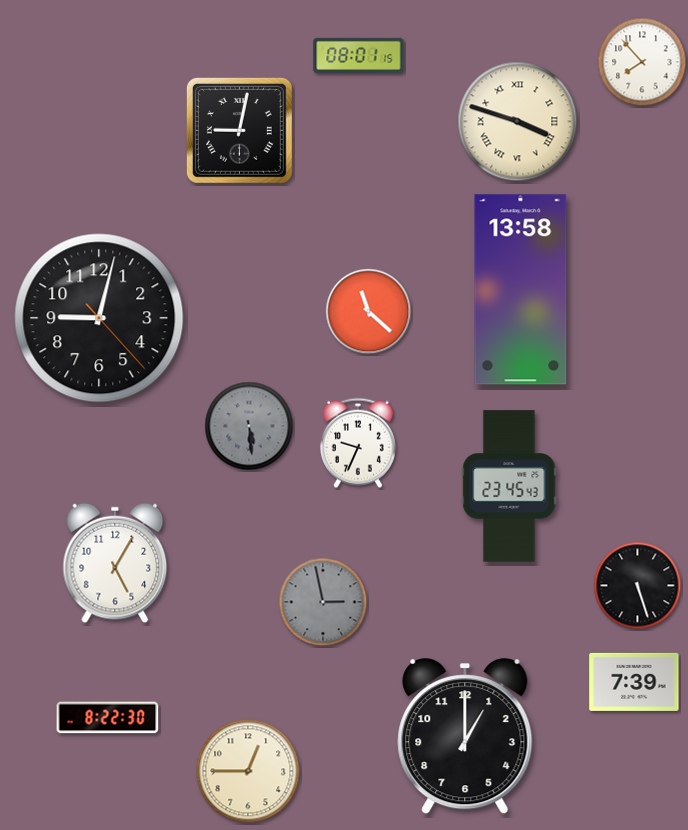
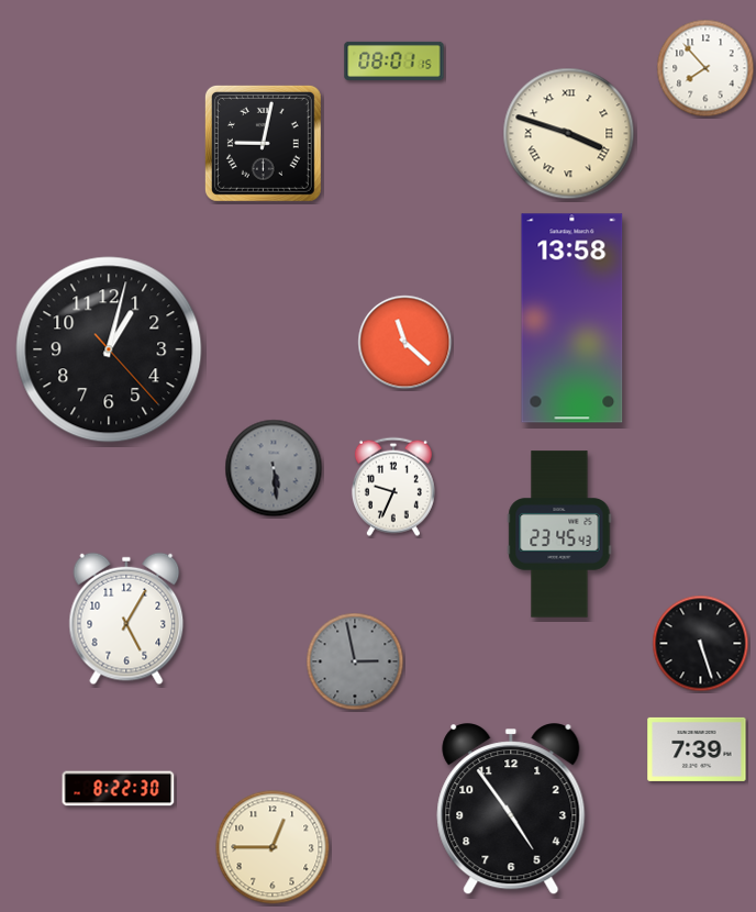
clock at (99, 318): 9:02 -> 1:02
clock at (465, 737): 1:00 -> 4:54
